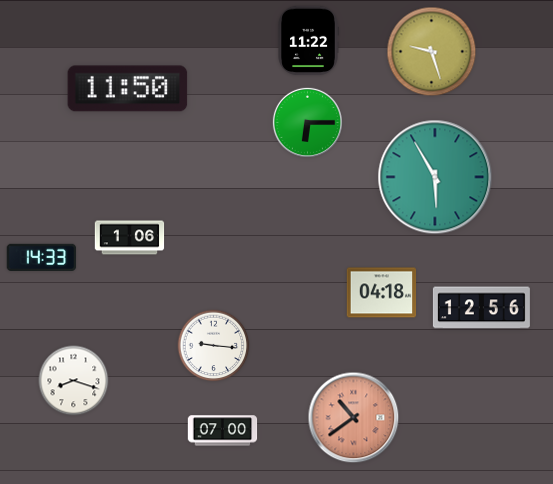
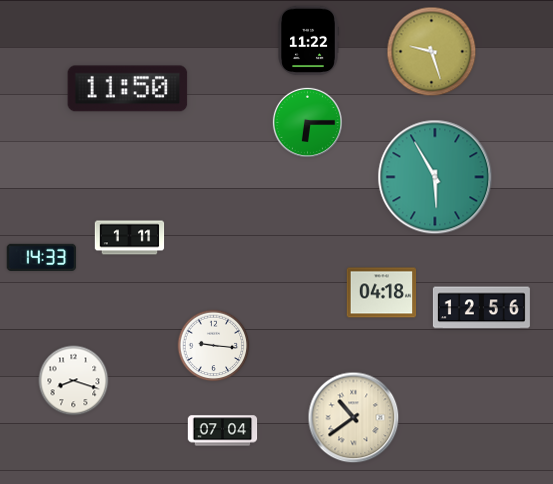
clock at (130, 238): 1:06 -> 1:11
clock at (354, 418) dial: salmon -> cream
clock at (223, 431): 07:00 -> 07:04
